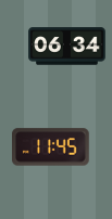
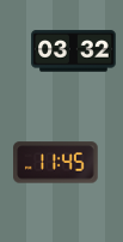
clock at (67, 47): 06:34 -> 03:32
